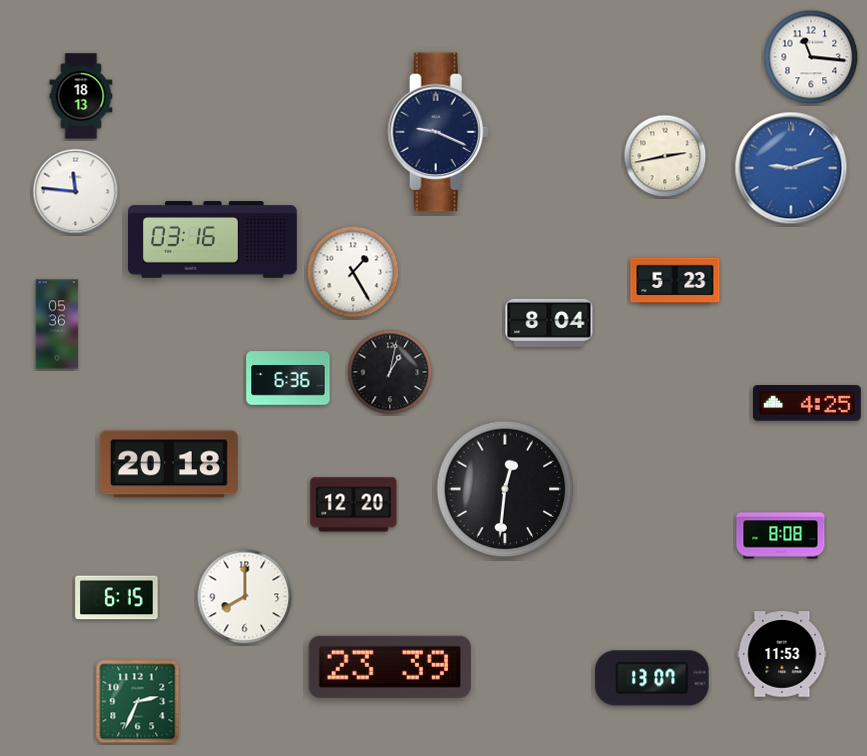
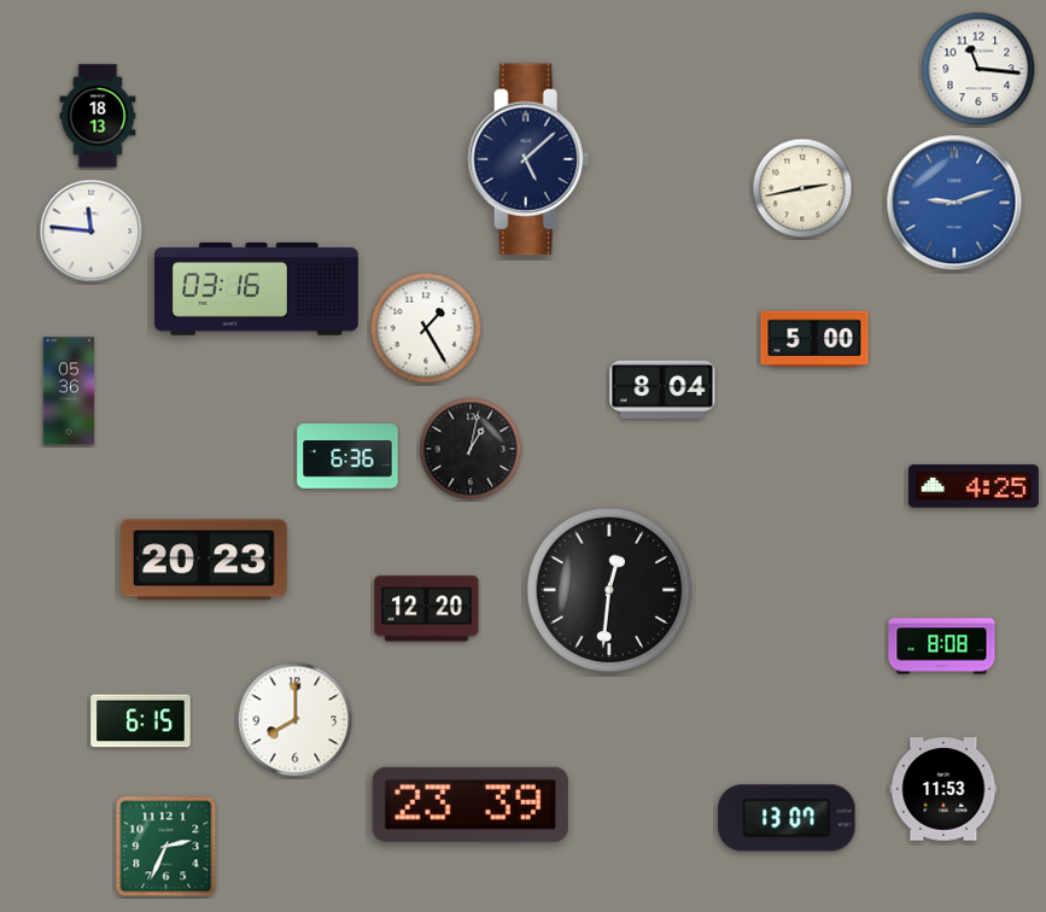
clock at (438, 132): 9:19 -> 5:08
clock at (675, 281): 5:23 -> 5:00
clock at (169, 464): 20:18 -> 20:23
